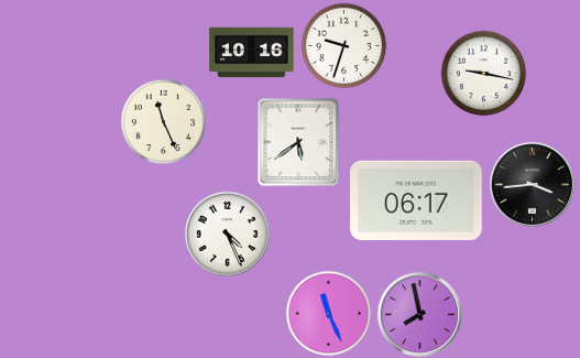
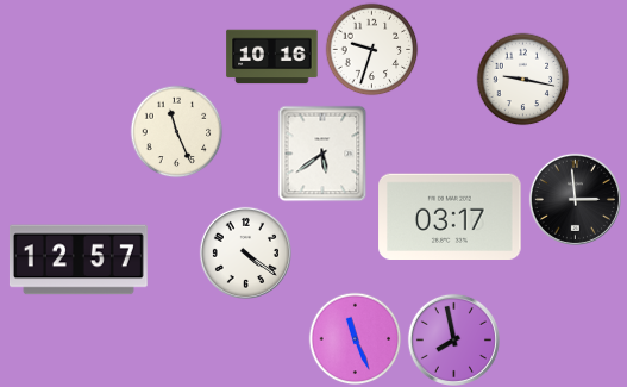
clock at (532, 184): 3:44 -> 2:59
clock at (416, 199): 06:17 -> 03:17
clock at (227, 234): 4:26 -> 4:21
clock at (79, 260): none -> 12:57
